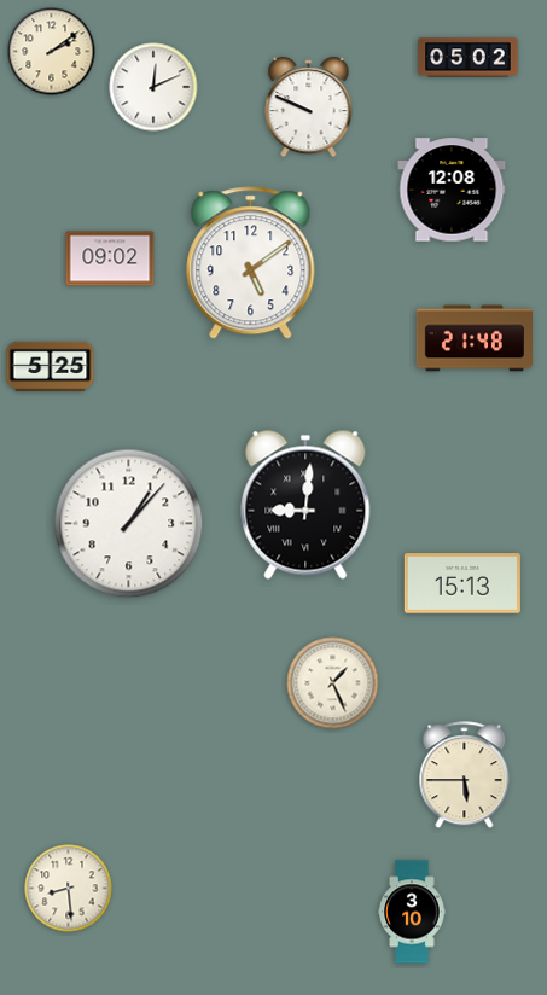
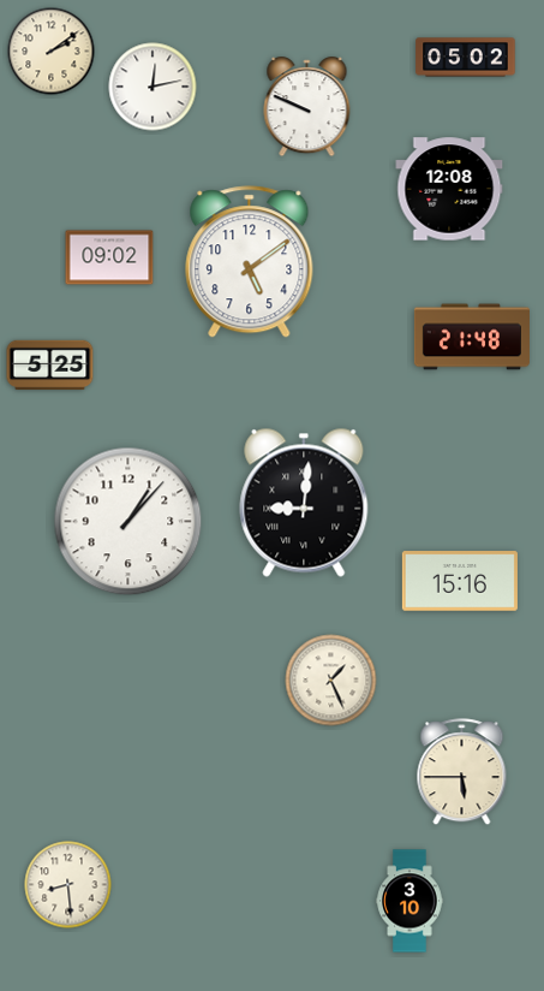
clock at (153, 87): 12:11 -> 12:13
clock at (462, 583): 15:13 -> 15:16
clock at (412, 912) position: (412, 912) -> (410, 901)
